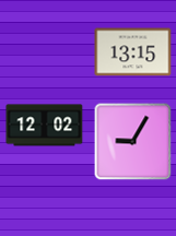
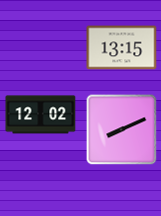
clock at (133, 142): 9:05 -> 8:11
